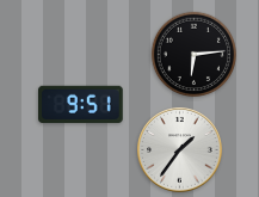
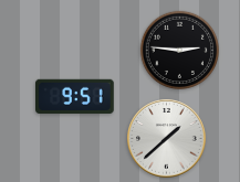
clock at (193, 54): 6:14 -> 2:46
clock at (180, 150): 1:36 -> 1:38
